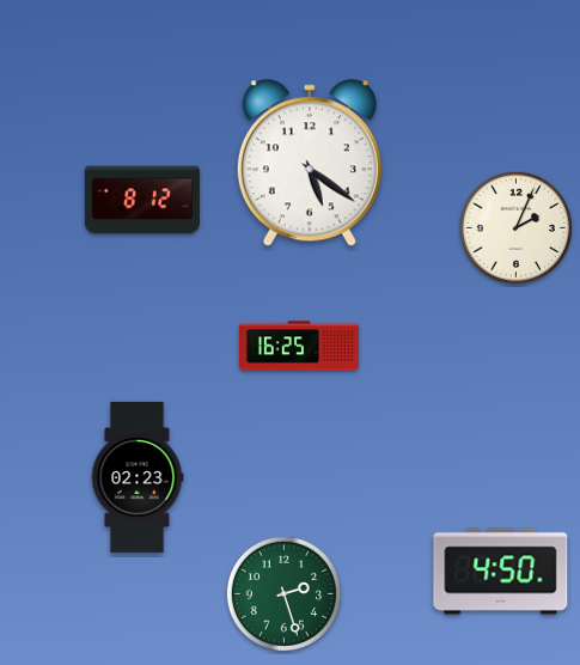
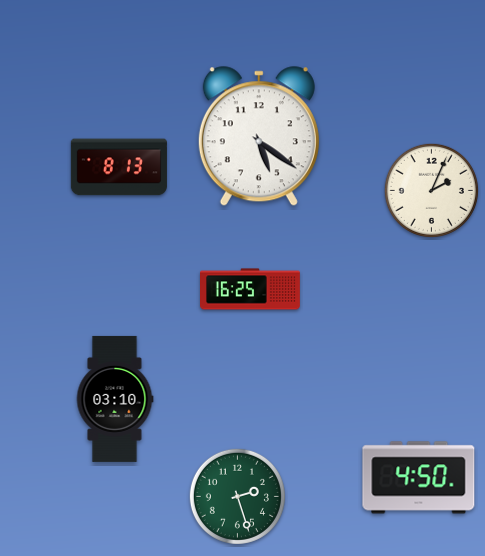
clock at (142, 200): 8:12 -> 8:13
clock at (138, 477): 02:23 -> 03:10
